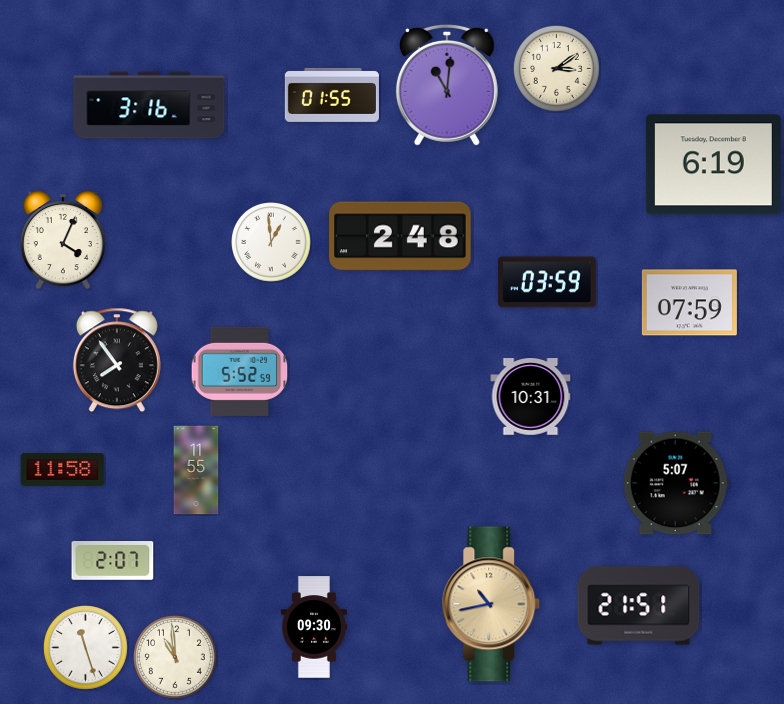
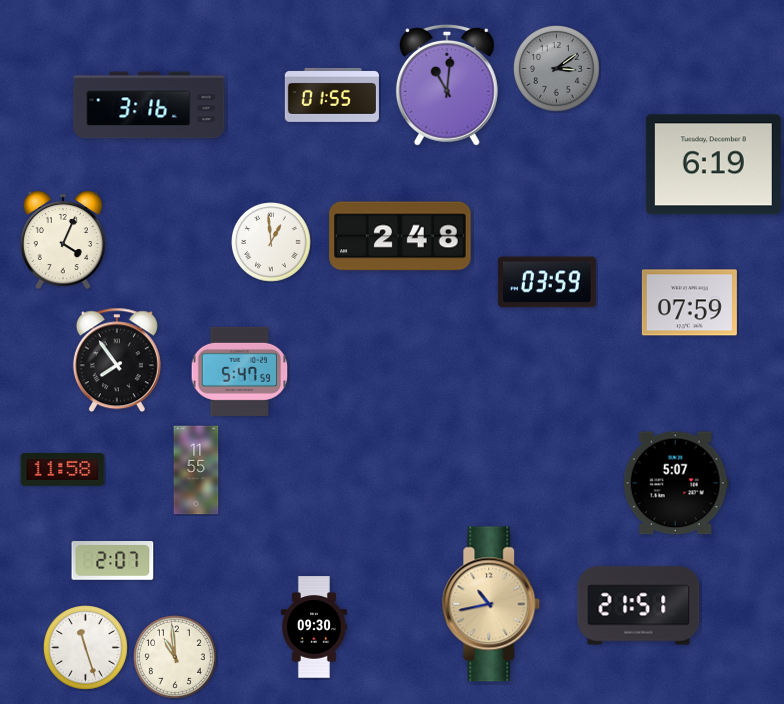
clock at (557, 69) dial: cream -> grey
clock at (240, 371): 5:52 -> 5:47
clock at (531, 397): 10:31 -> none
